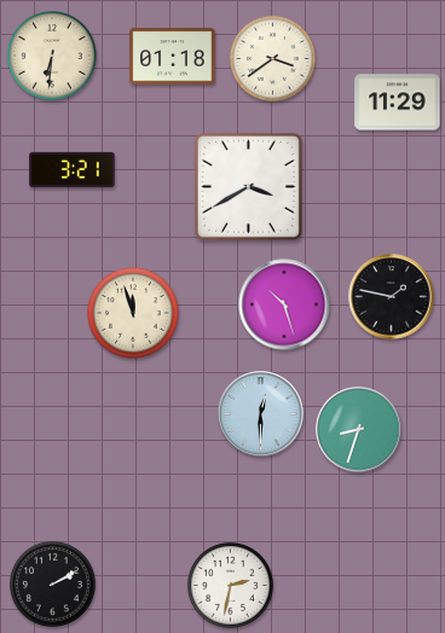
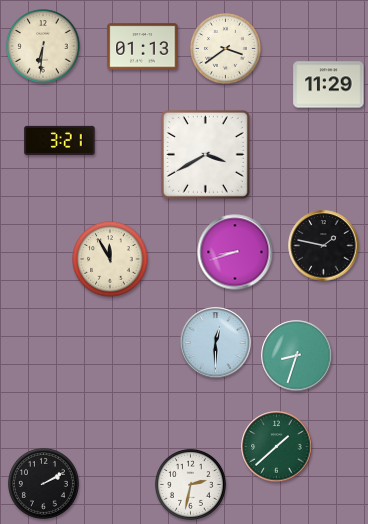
clock at (173, 57): 01:18 -> 01:13
clock at (284, 304): 10:27 -> 8:42
clock at (133, 313): 11:57 -> 11:55
clock at (277, 447): none -> 1:38
